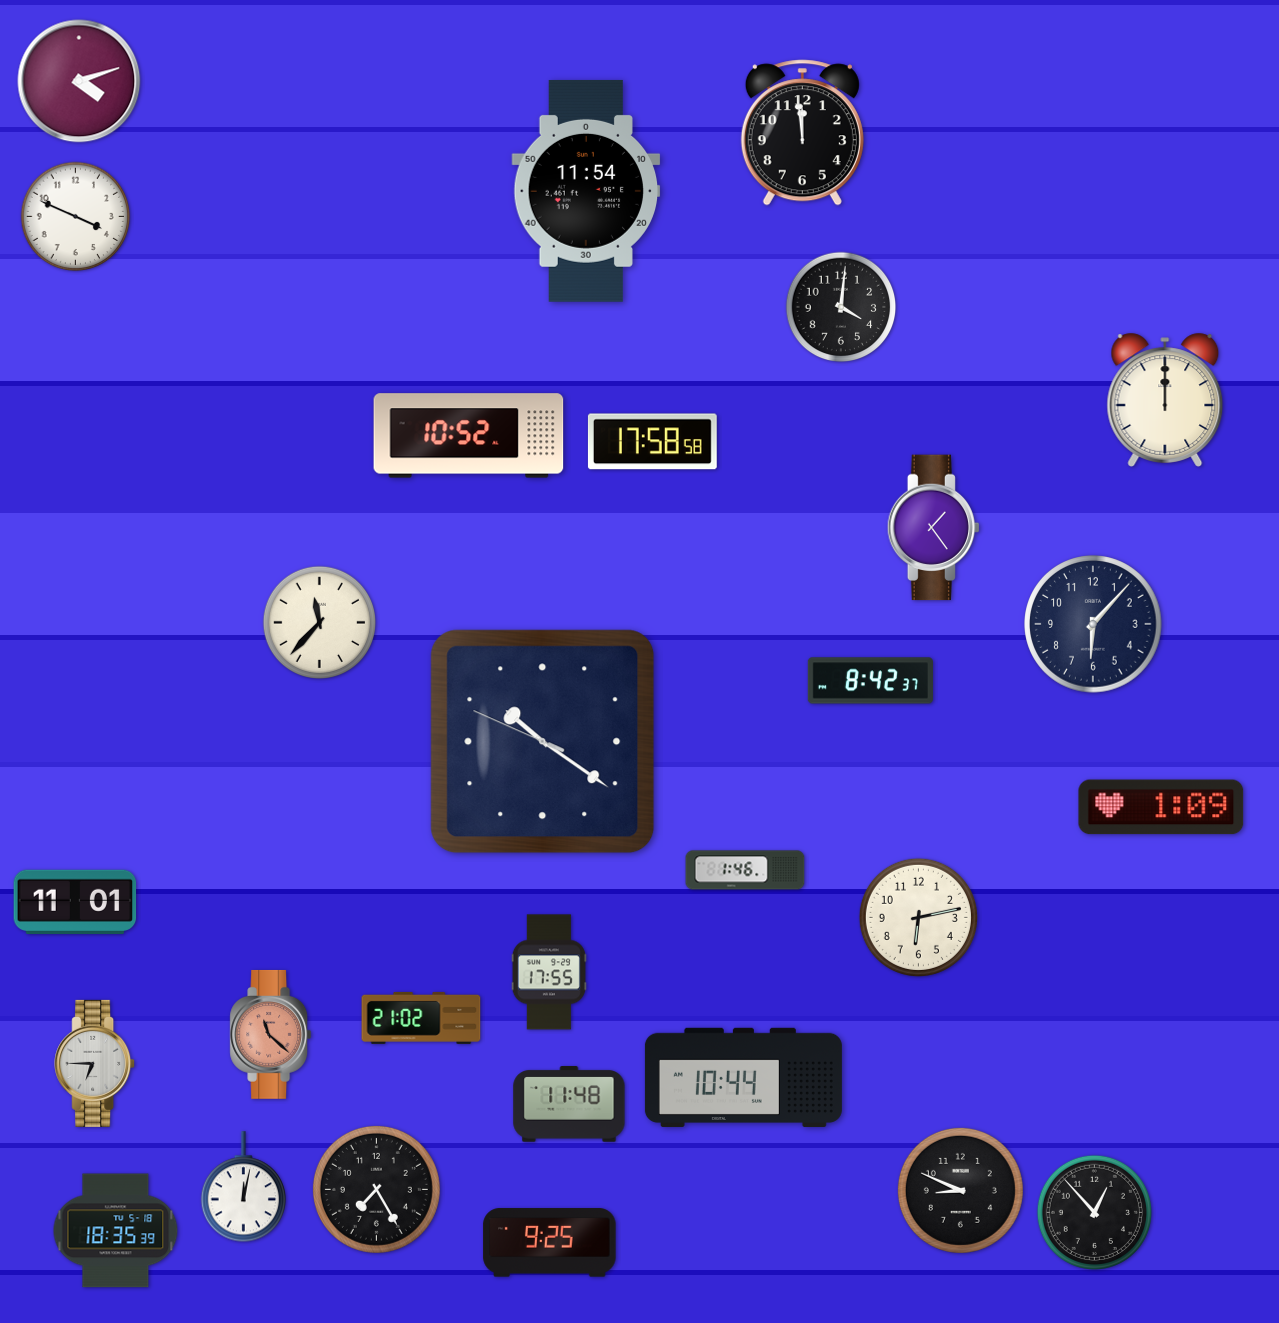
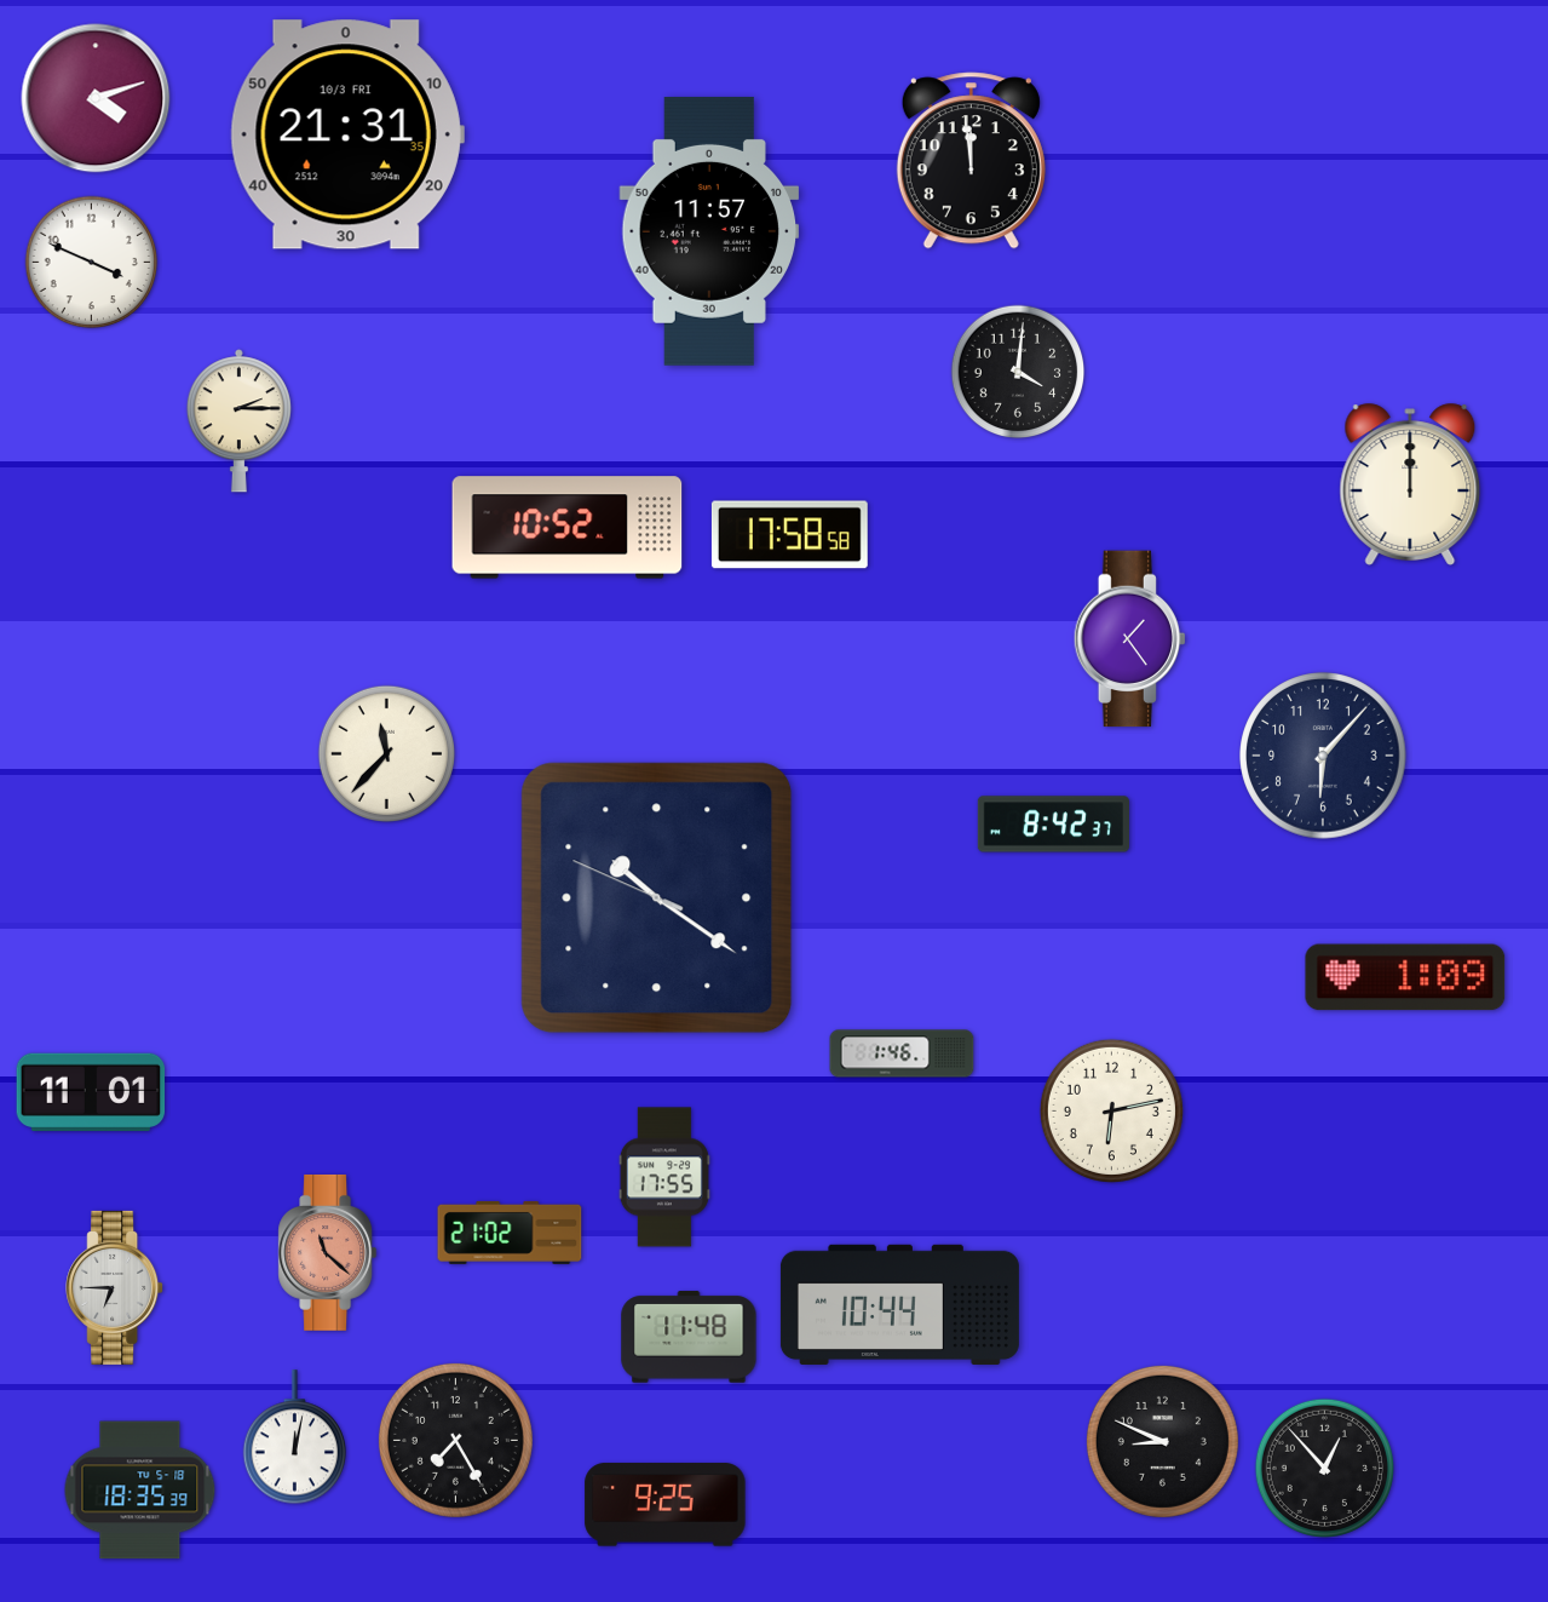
clock at (347, 134): none -> 21:31
clock at (586, 191): 11:54 -> 11:57
clock at (238, 421): none -> 2:15
